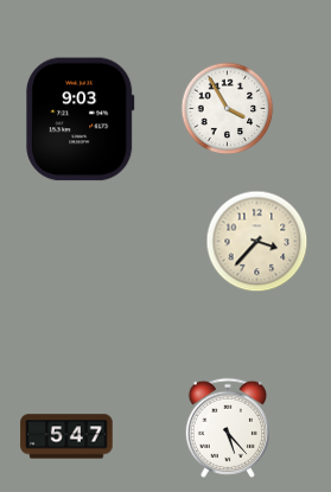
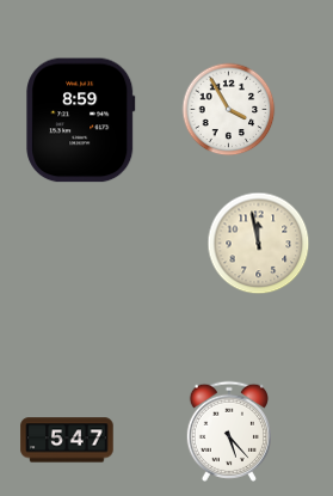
clock at (81, 120): 9:03 -> 8:59
clock at (256, 241): 3:37 -> 11:58
